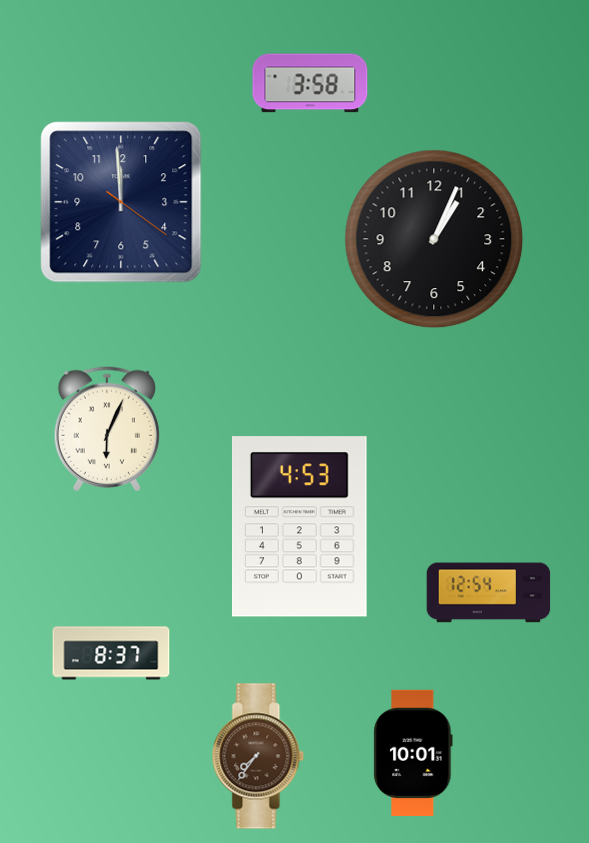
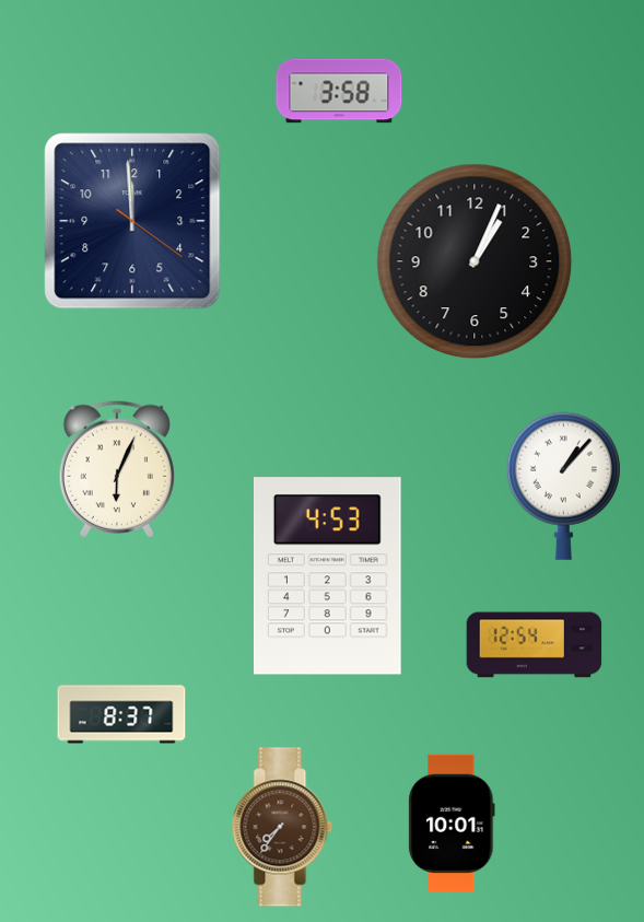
clock at (563, 486): none -> 1:07
clock at (489, 593) position: (489, 593) -> (535, 645)
